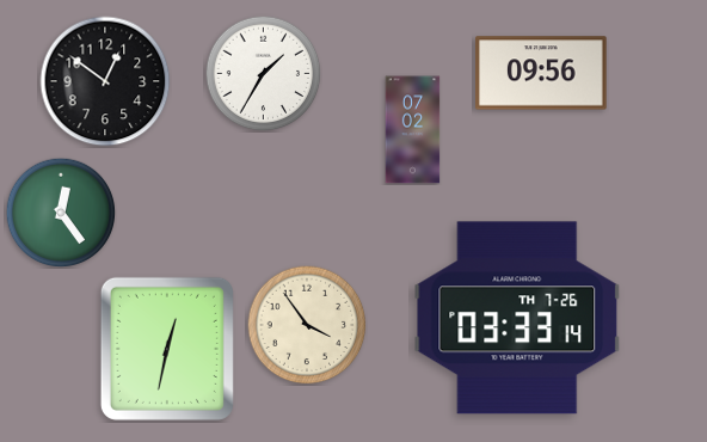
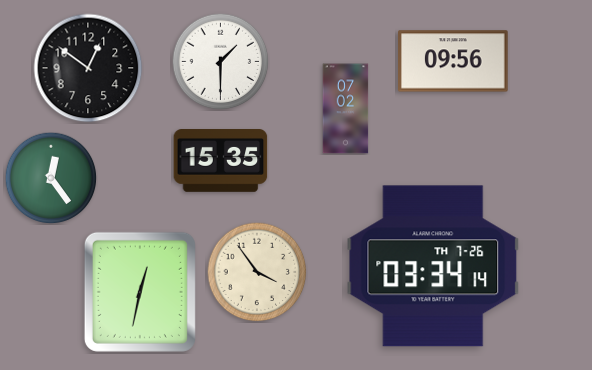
clock at (263, 73): 1:35 -> 1:30
clock at (221, 161): none -> 15:35
clock at (517, 318): 03:33 -> 03:34
